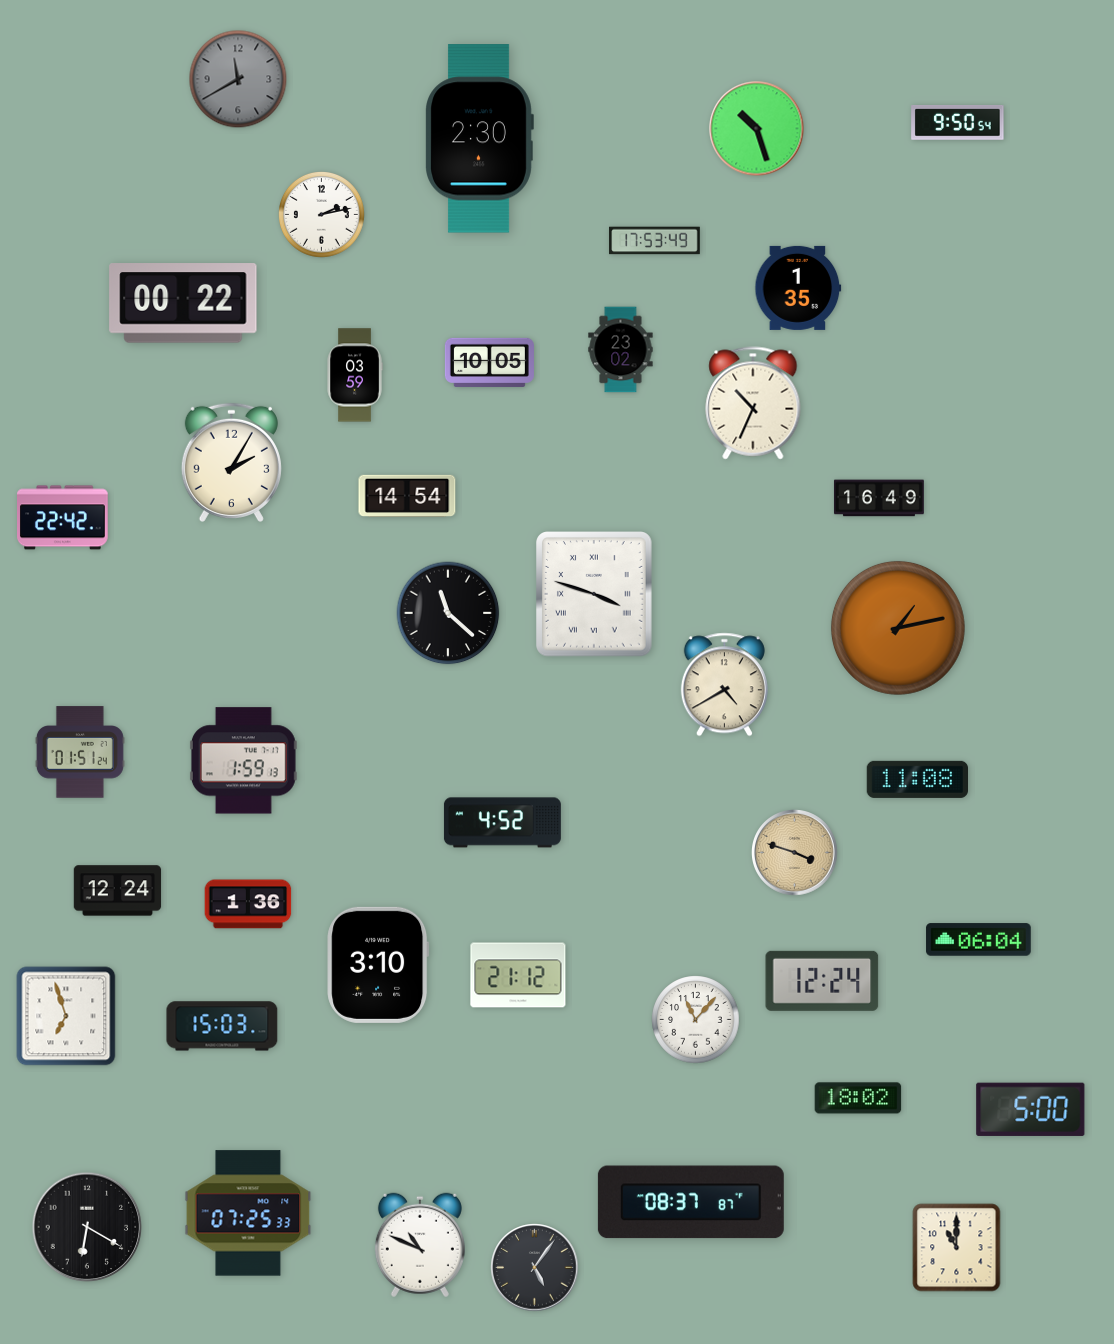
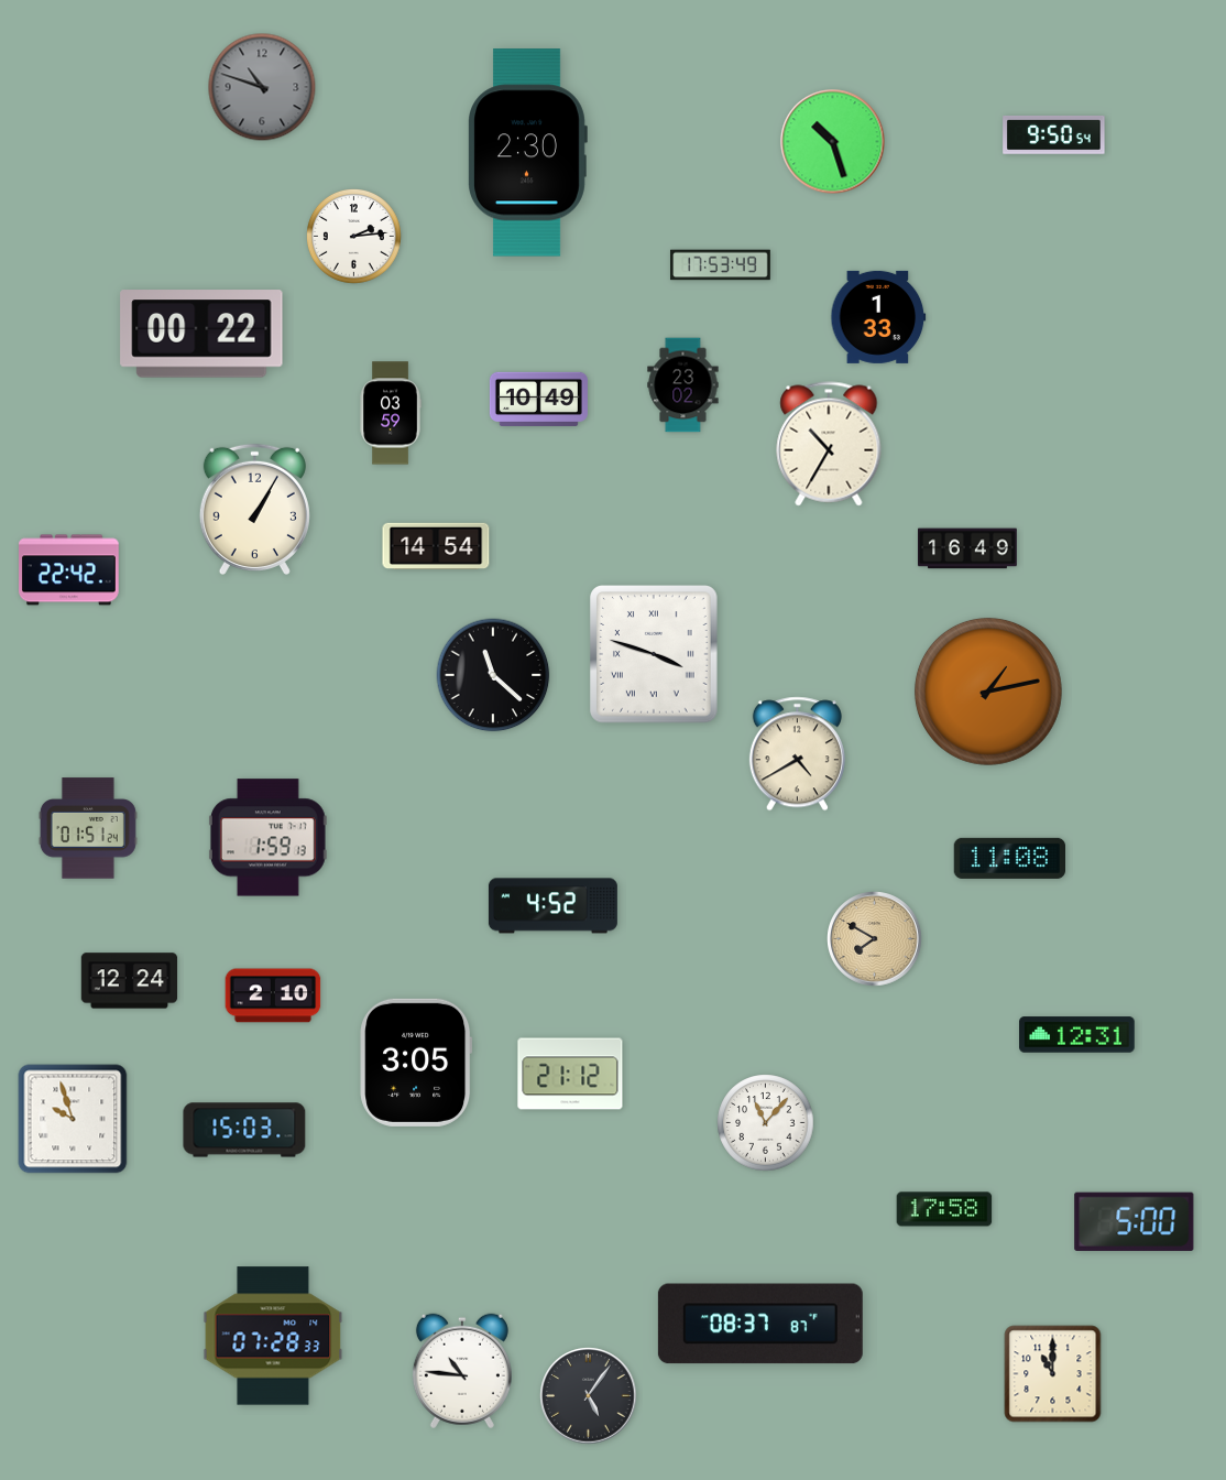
clock at (238, 79): 11:40 -> 10:48
clock at (322, 215): 2:13 -> 2:14
clock at (798, 288): 1:35 -> 1:33
clock at (489, 362): 10:05 -> 10:49
clock at (753, 403): 10:34 -> 10:35
clock at (231, 462): 2:05 -> 1:05
clock at (407, 495) position: (407, 495) -> (436, 545)
clock at (795, 853): 3:48 -> 7:50
clock at (248, 904): 1:36 -> 2:10
clock at (979, 940): 06:04 -> 12:31
clock at (378, 965): 3:10 -> 3:05
clock at (822, 981): 12:24 -> none
clock at (66, 1016): 6:57 -> 9:57
clock at (858, 1098): 18:02 -> 17:58
clock at (248, 1213): 07:25 -> 07:28
clock at (87, 1227): 6:20 -> none
clock at (420, 1245): 10:49 -> 10:46
